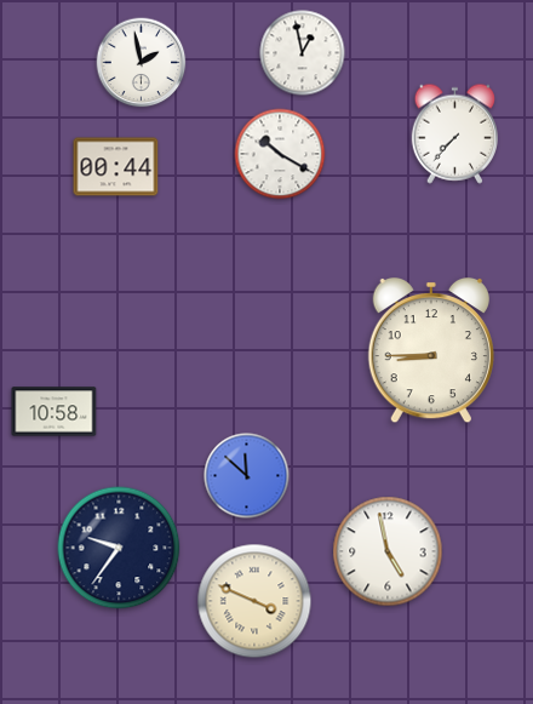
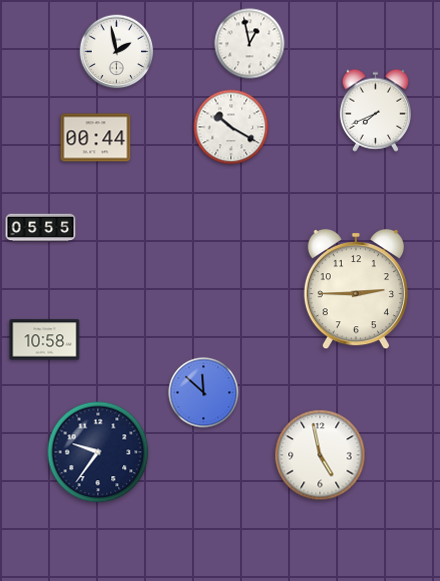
clock at (454, 133): 7:37 -> 7:41
clock at (41, 228): none -> 05:55
clock at (430, 350): 8:45 -> 2:45
clock at (254, 601): 3:49 -> none
